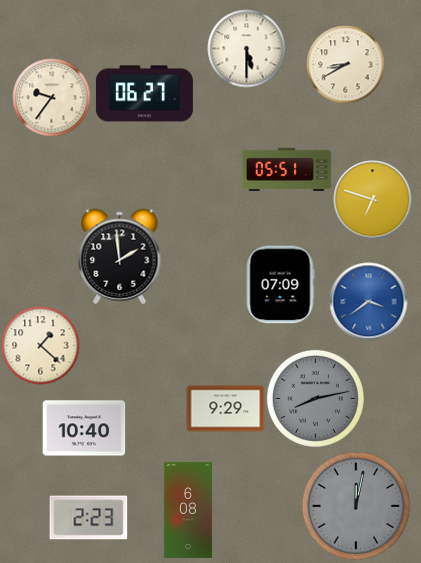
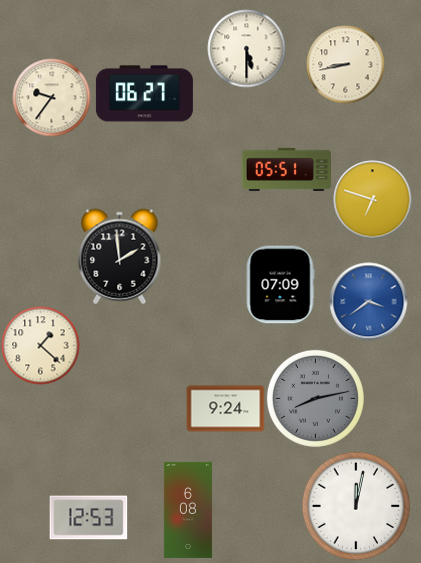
clock at (345, 64): 8:40 -> 8:43
clock at (225, 409): 9:29 -> 9:24
clock at (84, 428): 10:40 -> none
clock at (356, 506) dial: grey -> white
clock at (88, 518): 2:23 -> 12:53
